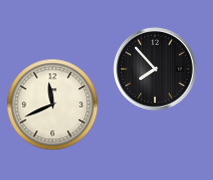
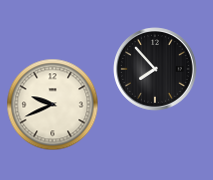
clock at (53, 105): 11:41 -> 9:41
